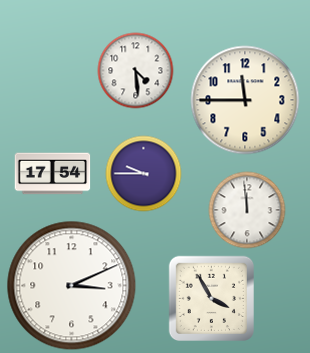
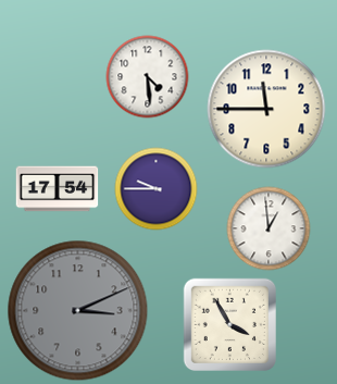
clock at (247, 210): 11:59 -> 12:59
clock at (72, 286) dial: white -> grey
